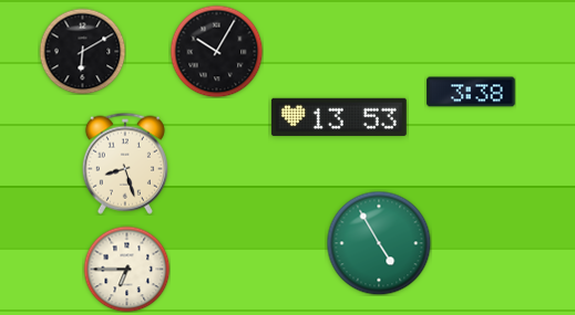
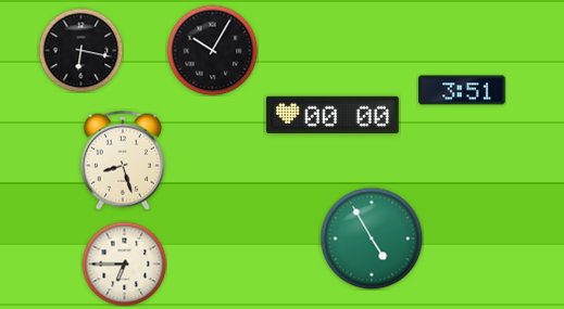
clock at (82, 51): 6:10 -> 6:17
clock at (471, 92): 3:38 -> 3:51
clock at (339, 117): 13:53 -> 00:00
